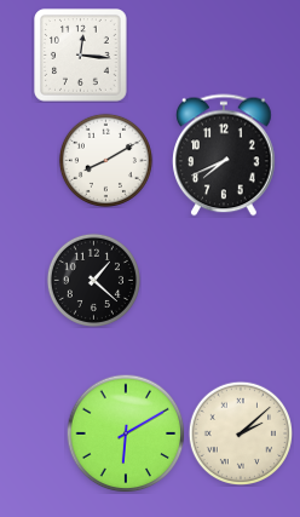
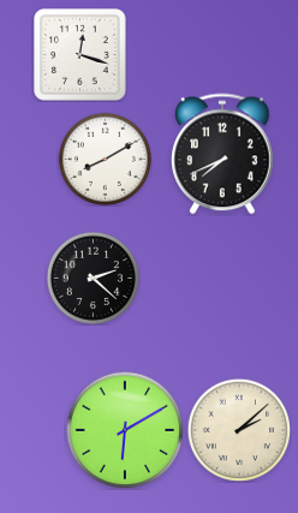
clock at (81, 56): 12:16 -> 12:18
clock at (93, 280): 1:22 -> 2:22
